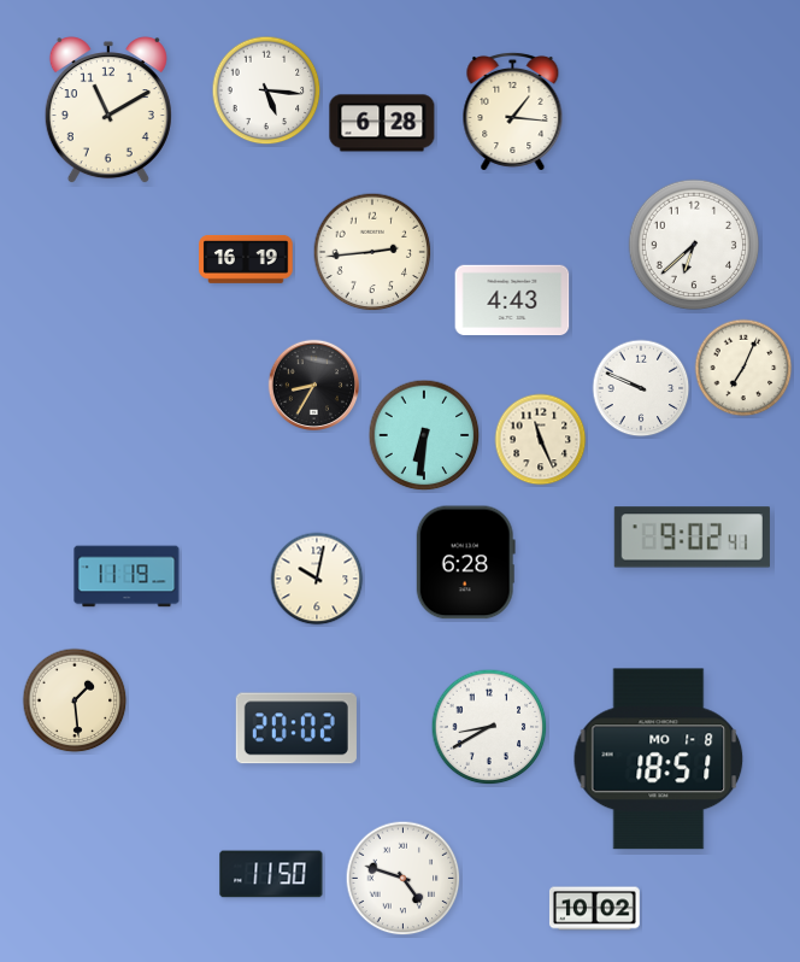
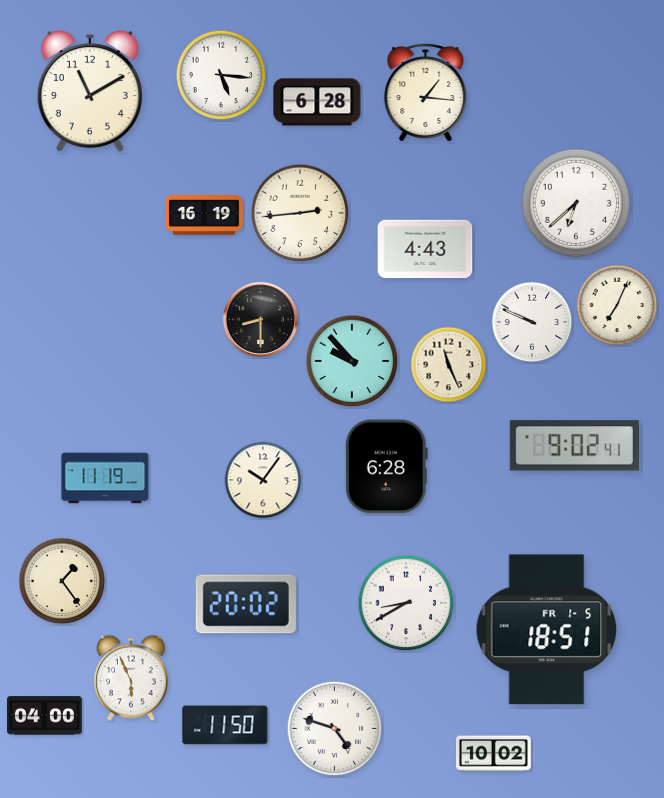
clock at (372, 252) position: (372, 252) -> (300, 213)
clock at (314, 386): 8:35 -> 8:30
clock at (424, 435): 6:31 -> 9:53
clock at (317, 579): 10:02 -> 10:06
clock at (75, 700): 1:29 -> 1:24
clock at (659, 759) date: MO 1-8 -> FR 1-5
clock at (131, 678): none -> 5:56
clock at (44, 716): none -> 04:00
